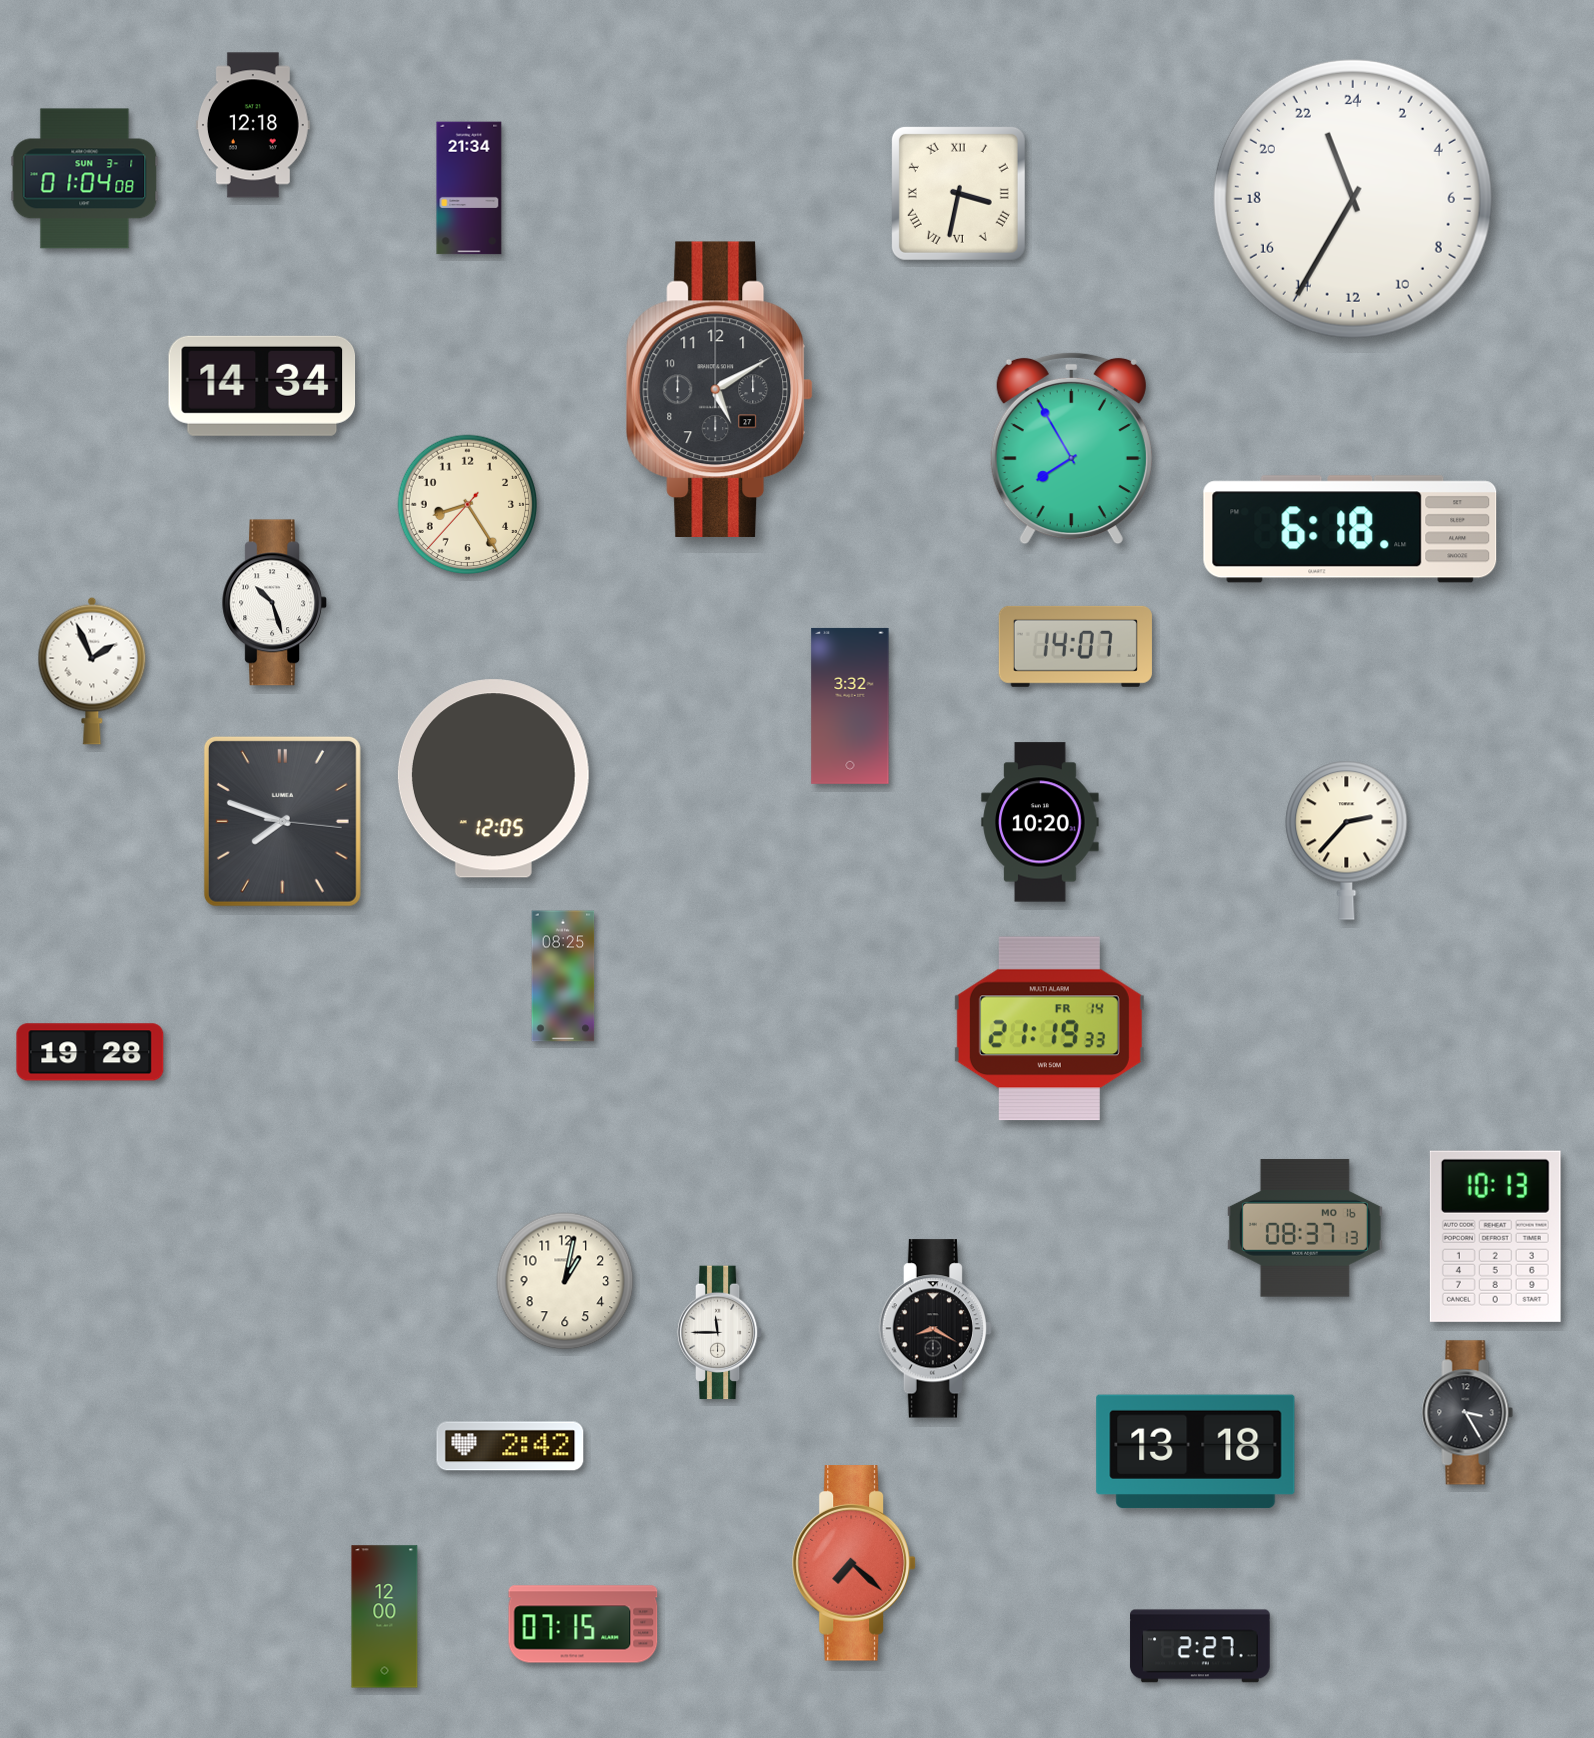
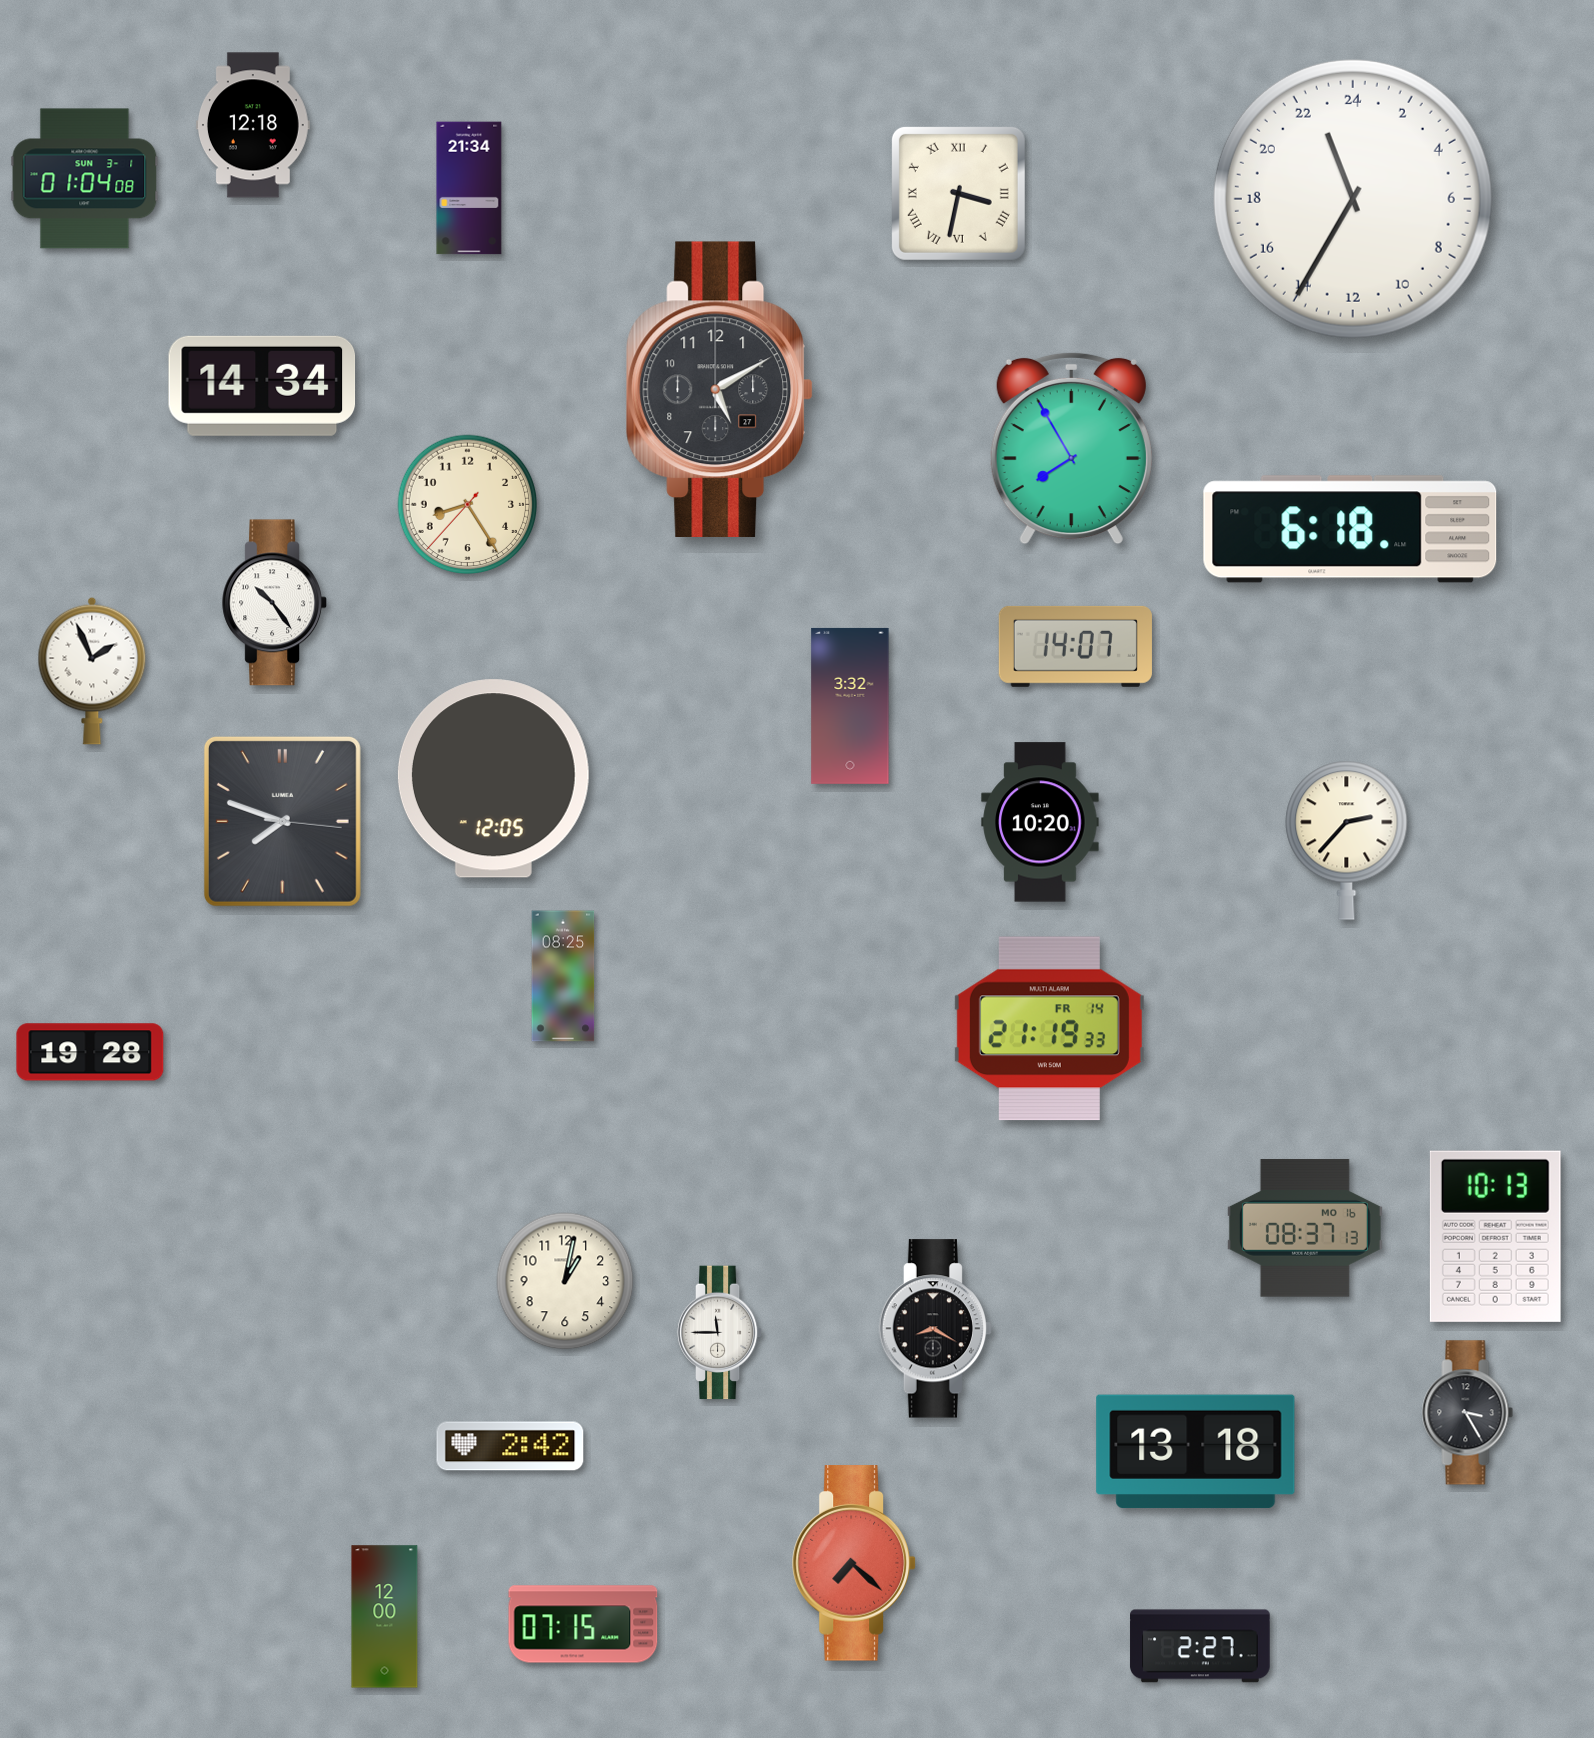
clock at (274, 603): 10:27 -> 10:24
